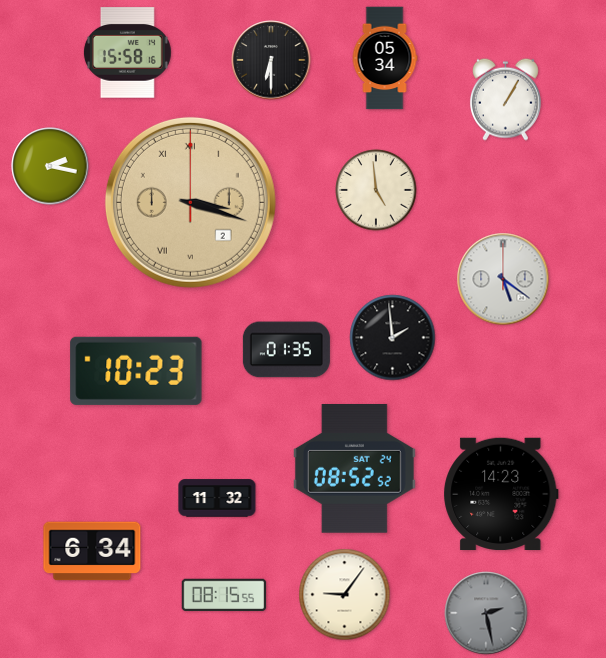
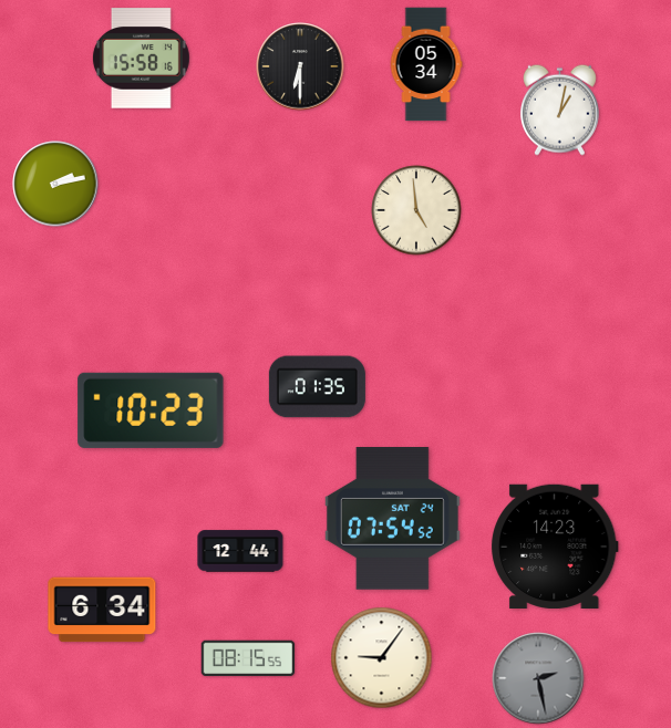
clock at (505, 99): 1:05 -> 1:02
clock at (50, 166): 2:17 -> 2:13
clock at (190, 202): 3:18 -> none
clock at (503, 279): 5:21 -> none
clock at (393, 338): 1:59 -> none
clock at (354, 469): 08:52 -> 07:54
clock at (217, 498): 11:32 -> 12:44
